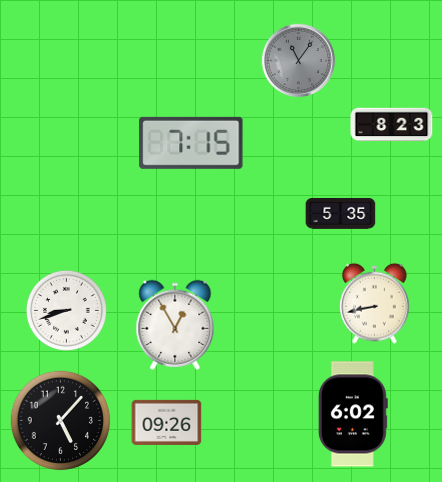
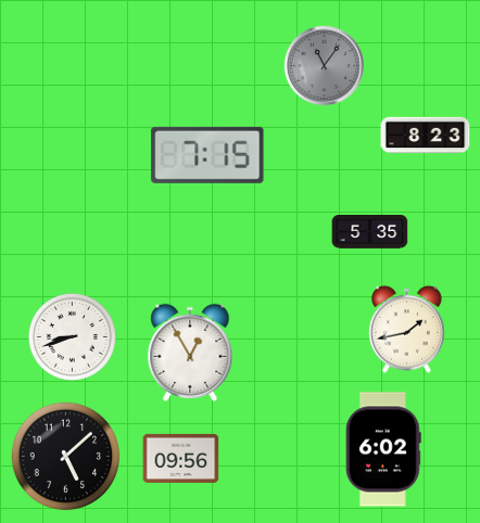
clock at (375, 303): 8:43 -> 1:43
clock at (61, 421): 5:07 -> 5:08
clock at (167, 422): 09:26 -> 09:56
